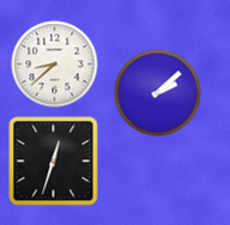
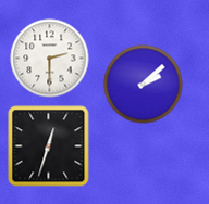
clock at (55, 65): 8:38 -> 2:30
